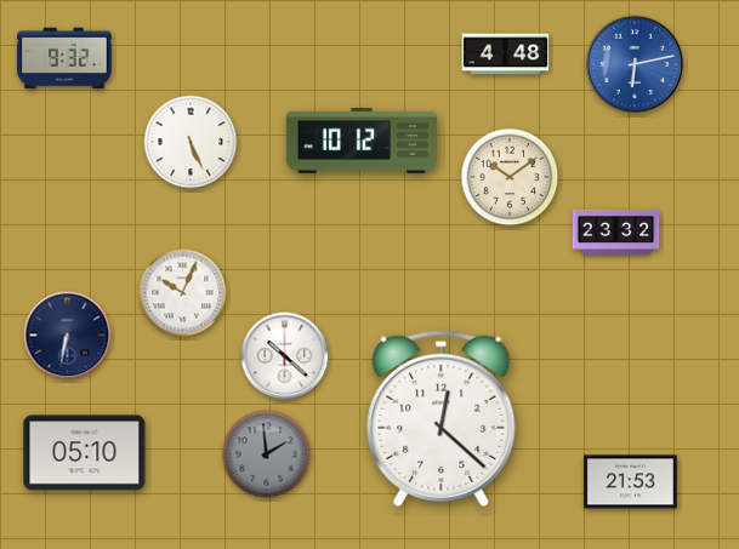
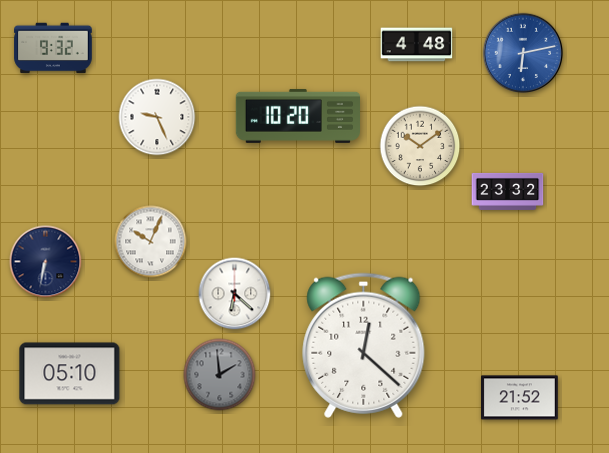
clock at (360, 141): 10:12 -> 10:20
clock at (191, 142): 5:26 -> 9:26
clock at (68, 336) position: (68, 336) -> (46, 262)
clock at (285, 356): 10:22 -> 6:22
clock at (631, 482): 21:53 -> 21:52
